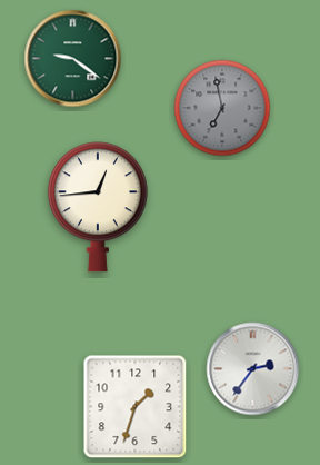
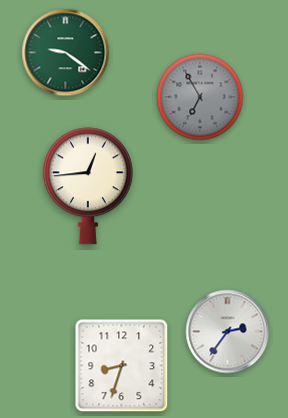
clock at (222, 108): 6:58 -> 6:55
clock at (136, 407): 1:33 -> 8:33
